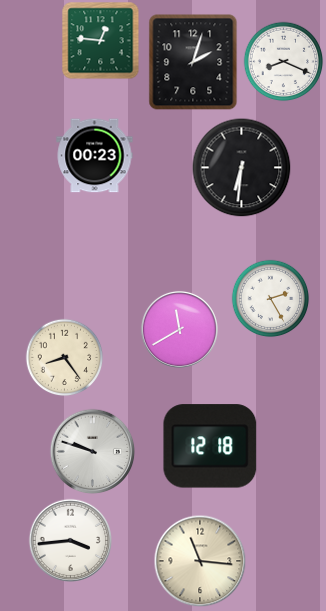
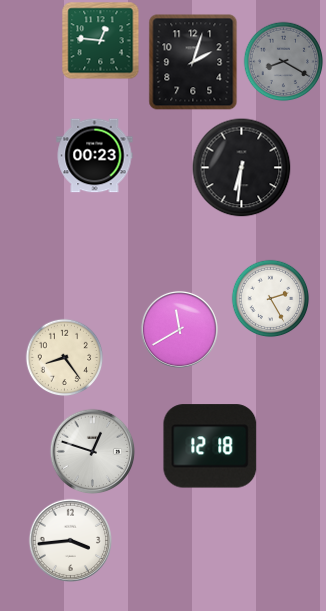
clock at (283, 61): 8:19 -> 8:20
clock at (283, 61) dial: white -> grey
clock at (92, 451): 9:48 -> 12:48
clock at (200, 561): 11:16 -> none
